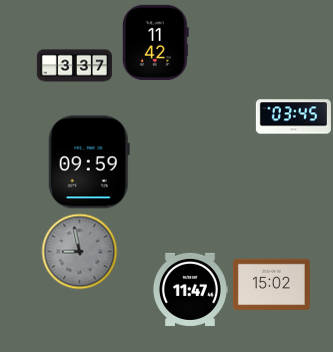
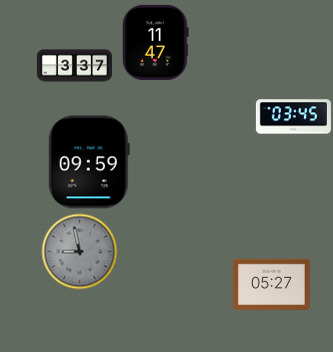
clock at (155, 42): 11:42 -> 11:47
clock at (271, 285): 15:02 -> 05:27
clock at (190, 289): 11:47 -> none
